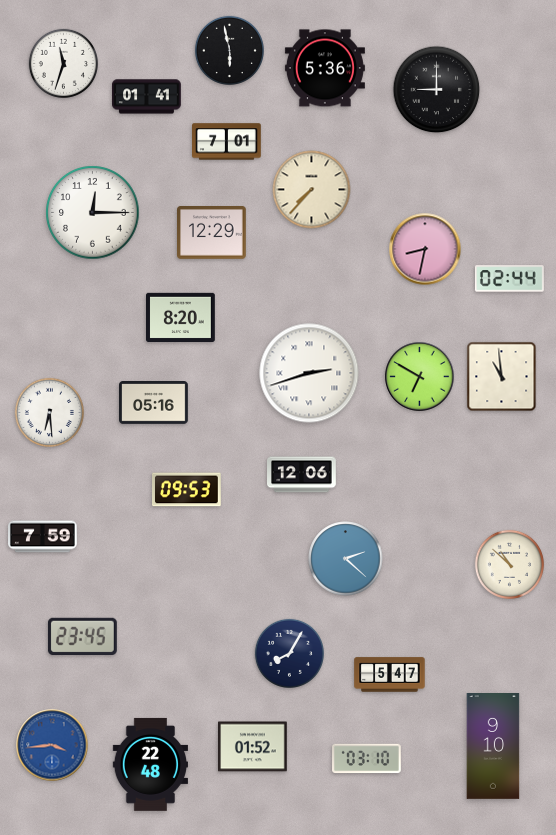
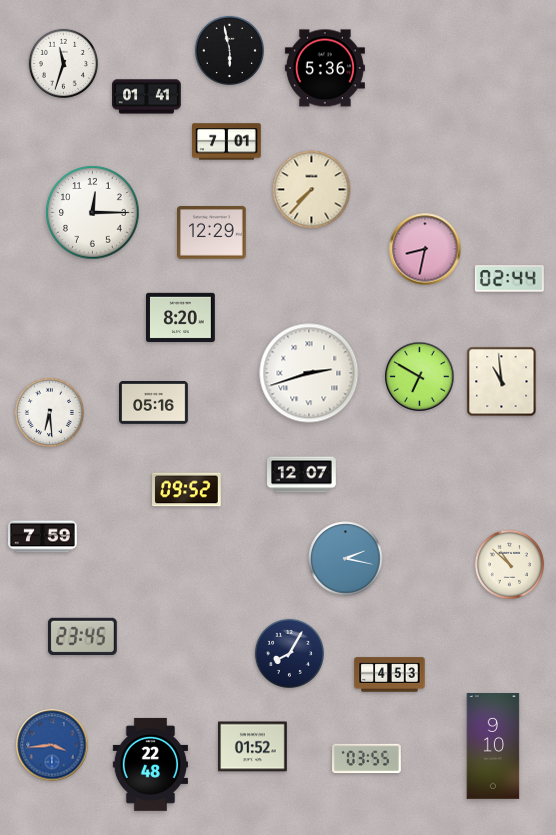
clock at (437, 90): 9:00 -> none
clock at (502, 377) position: (502, 377) -> (502, 382)
clock at (302, 475): 12:06 -> 12:07
clock at (187, 490): 09:53 -> 09:52
clock at (346, 559): 2:22 -> 2:17
clock at (390, 675): 5:47 -> 4:53
clock at (367, 759): 03:10 -> 03:55
